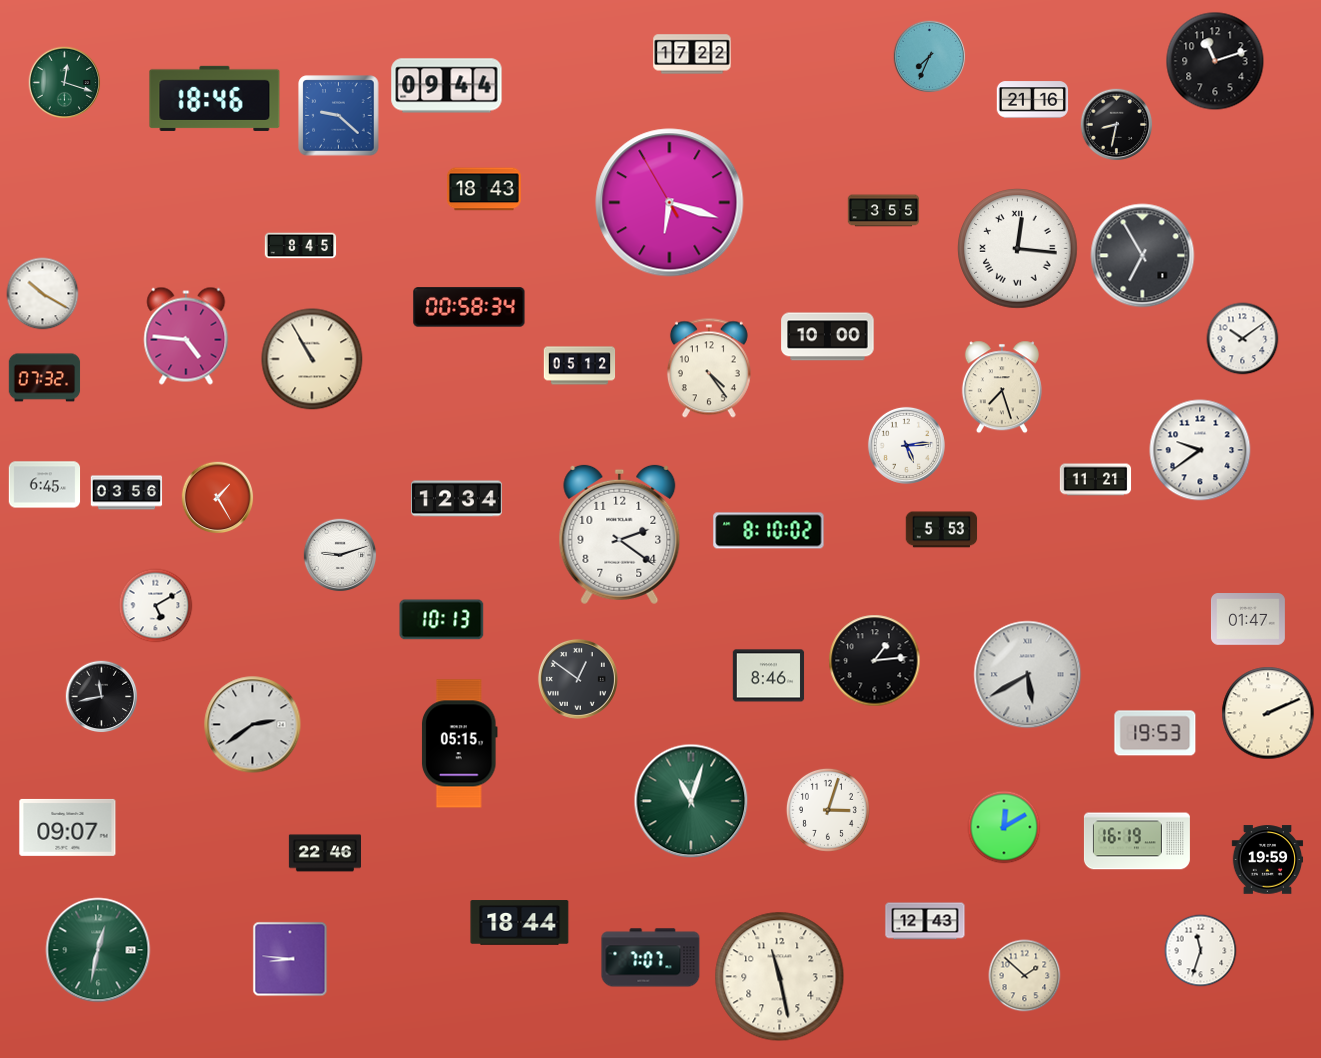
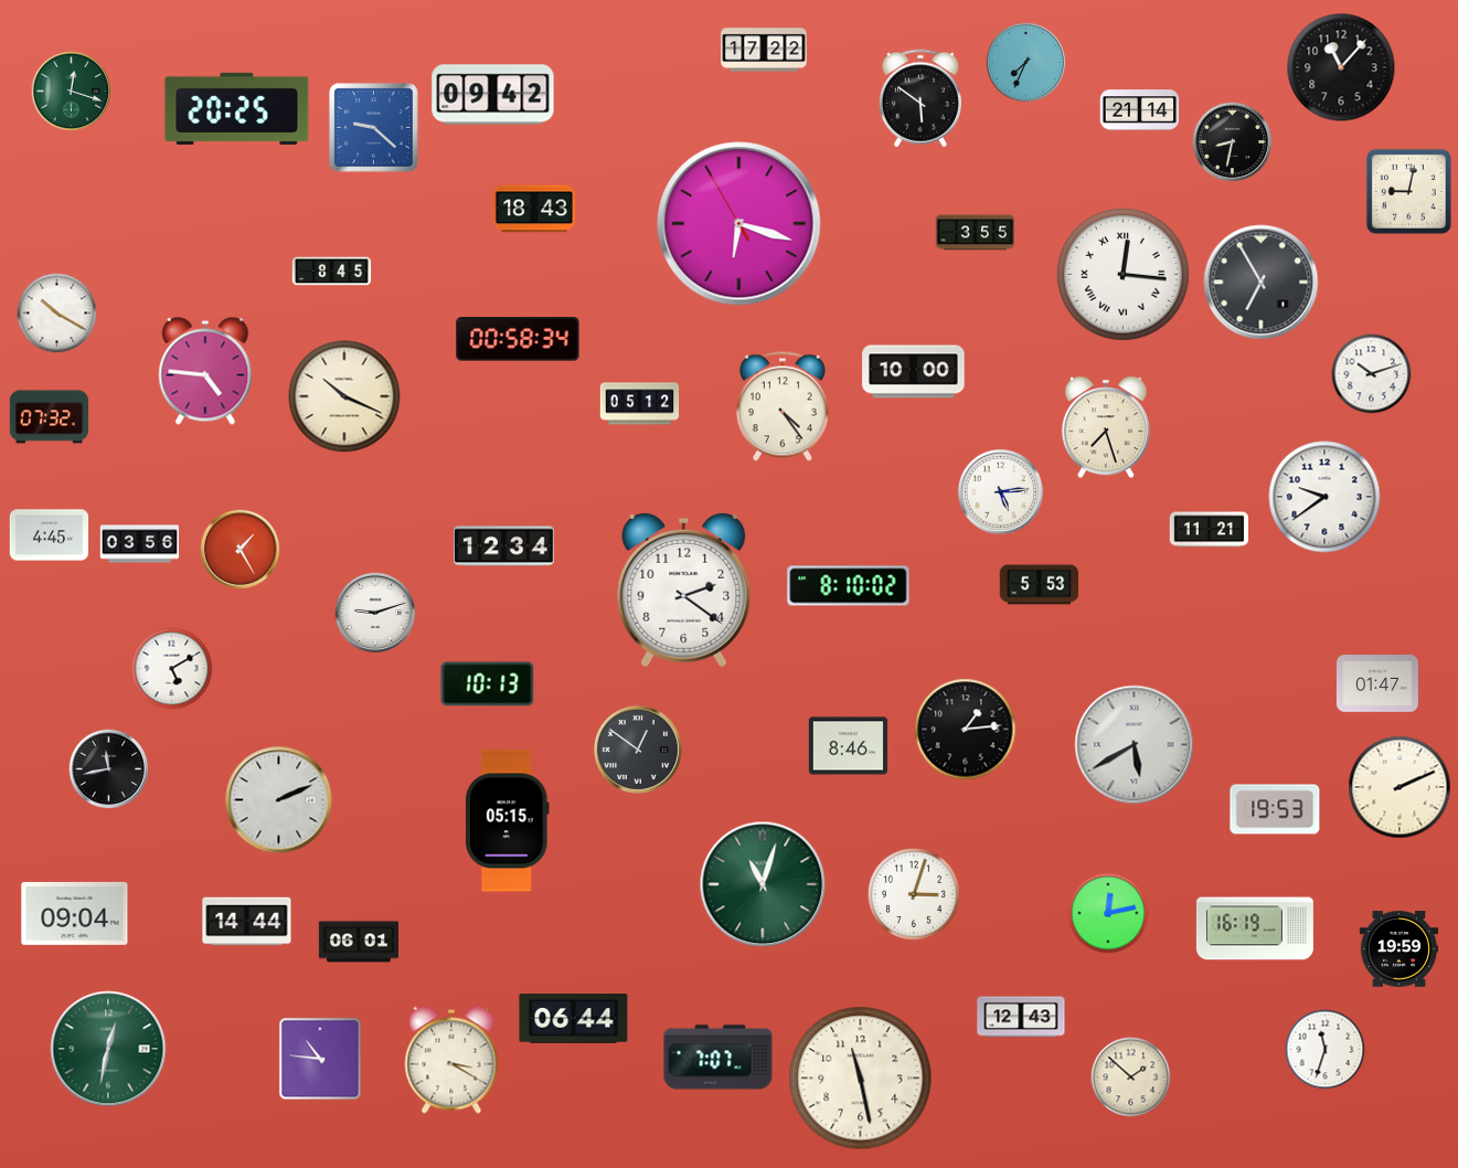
clock at (692, 54) position: (692, 54) -> (764, 50)
clock at (1215, 61): 11:12 -> 11:07
clock at (447, 86): 09:44 -> 09:42
clock at (920, 98): none -> 5:51
clock at (215, 98): 18:46 -> 20:25
clock at (1033, 100): 21:16 -> 21:14
clock at (1117, 125) position: (1117, 125) -> (1233, 142)
clock at (1408, 191): none -> 9:02
clock at (43, 294) position: (43, 294) -> (57, 314)
clock at (1243, 339): 10:09 -> 10:12
clock at (312, 359): 10:55 -> 10:19
clock at (45, 485): 6:45 -> 4:45
clock at (457, 499) position: (457, 499) -> (504, 546)
clock at (102, 697) position: (102, 697) -> (109, 769)
clock at (253, 725): 2:39 -> 2:11
clock at (68, 827): 09:07 -> 09:04
clock at (1004, 827): 12:10 -> 12:13
clock at (247, 922): none -> 14:44
clock at (324, 853): 22:46 -> 06:01
clock at (520, 923): 18:44 -> 06:44
clock at (290, 959): 8:46 -> 10:46
clock at (451, 1060): none -> 3:20
